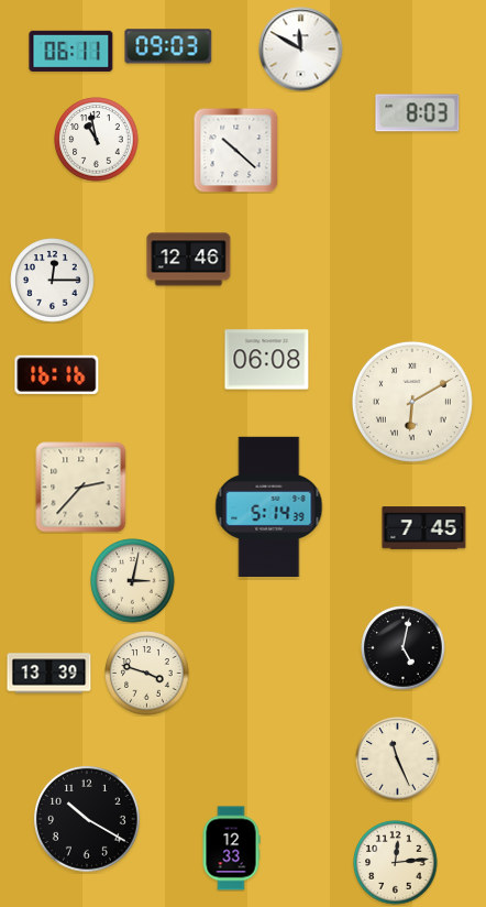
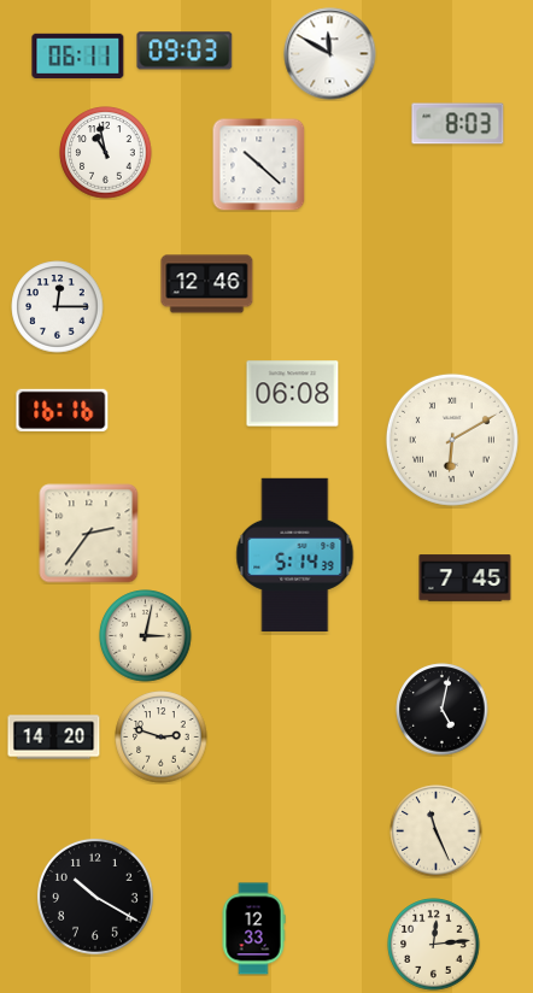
clock at (81, 488): 2:37 -> 2:36
clock at (49, 674): 13:39 -> 14:20
clock at (147, 674): 3:48 -> 2:48
